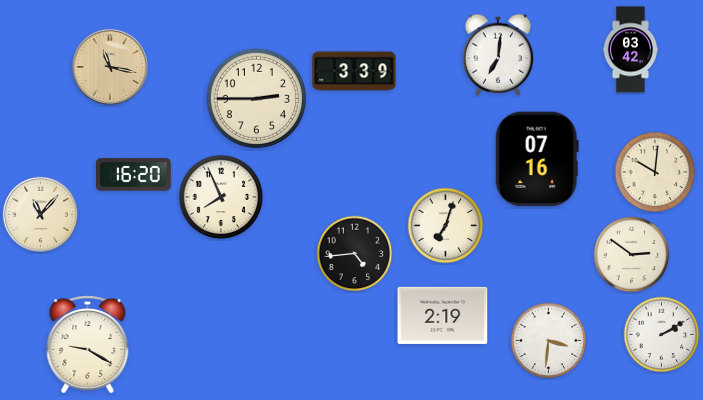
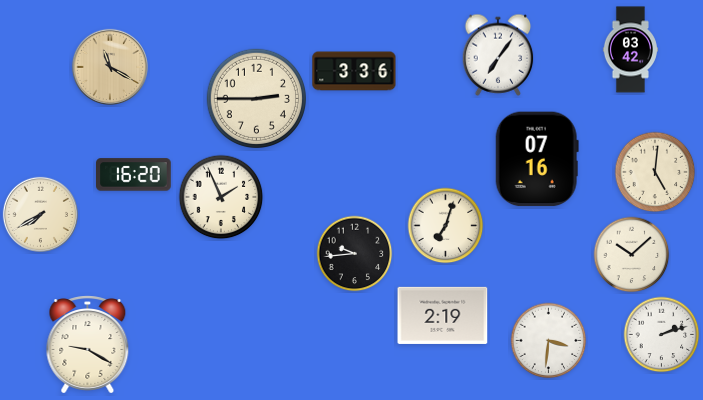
clock at (498, 55): 7:01 -> 7:06
clock at (110, 67): 11:17 -> 11:20
clock at (354, 71): 3:39 -> 3:36
clock at (655, 172): 10:01 -> 5:01
clock at (221, 197): 7:56 -> 1:56
clock at (40, 214): 11:07 -> 7:40
clock at (355, 254): 4:44 -> 9:44
clock at (632, 255): 2:51 -> 10:08
clock at (662, 335): 2:10 -> 2:12
